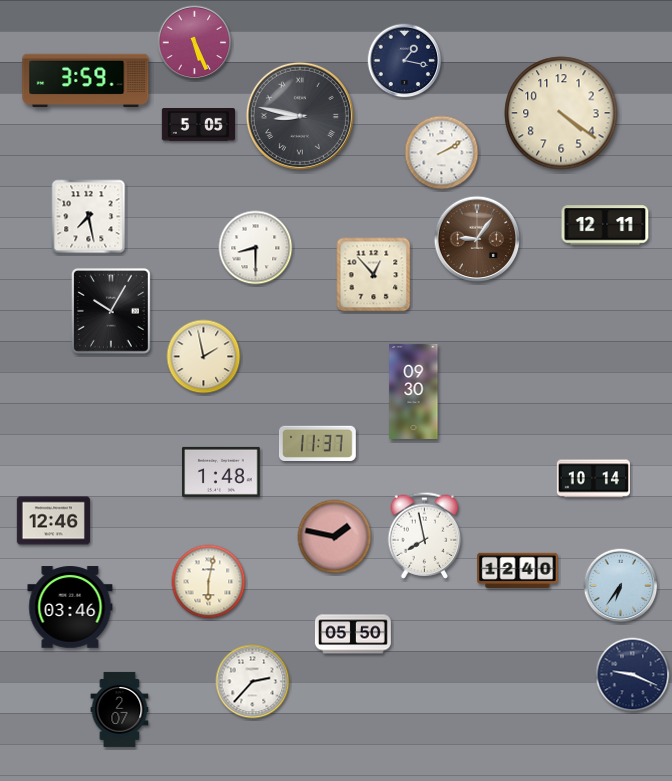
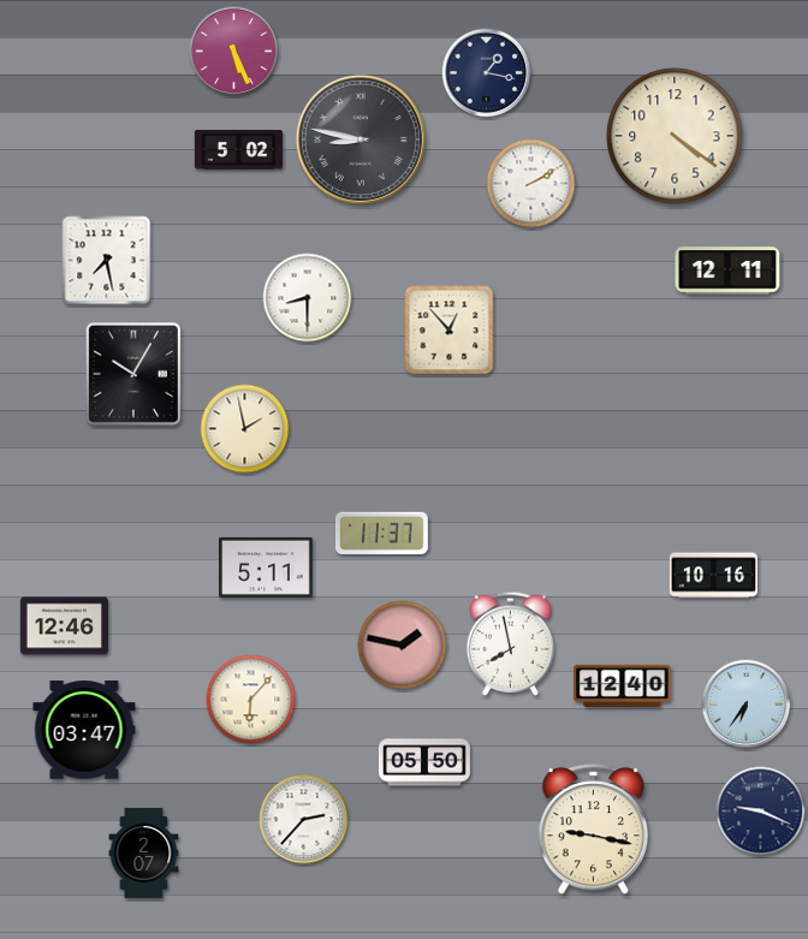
clock at (86, 80): 3:59 -> none
clock at (198, 125): 5:05 -> 5:02
clock at (477, 239): 9:06 -> none
clock at (414, 391): 09:30 -> none
clock at (221, 472): 1:48 -> 5:11
clock at (593, 479): 10:14 -> 10:16
clock at (209, 582): 6:02 -> 6:07
clock at (70, 607): 03:46 -> 03:47
clock at (593, 830): none -> 9:17
